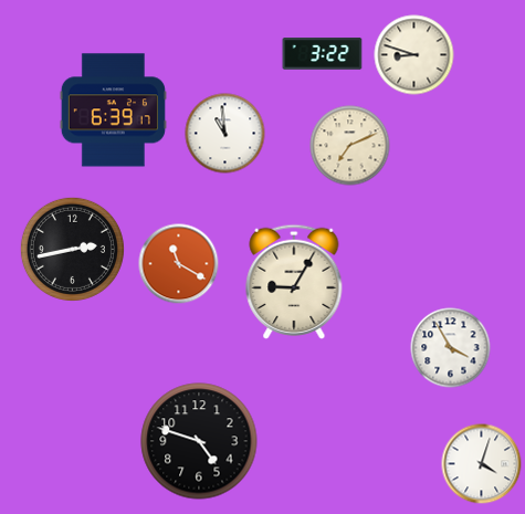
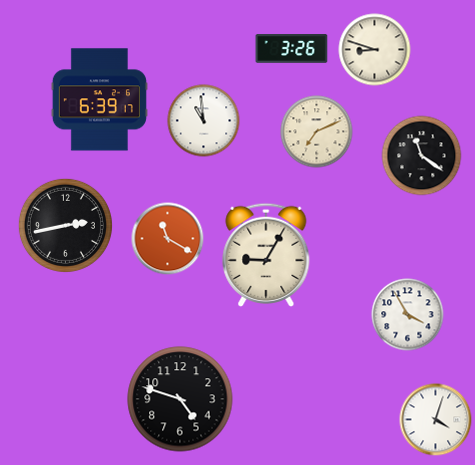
clock at (323, 54): 3:22 -> 3:26
clock at (113, 111) position: (113, 111) -> (99, 100)
clock at (422, 156): none -> 11:21
clock at (179, 264) position: (179, 264) -> (168, 239)
